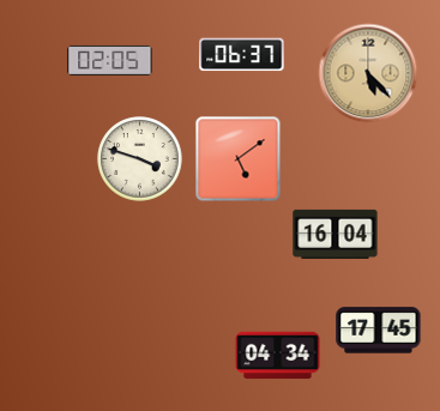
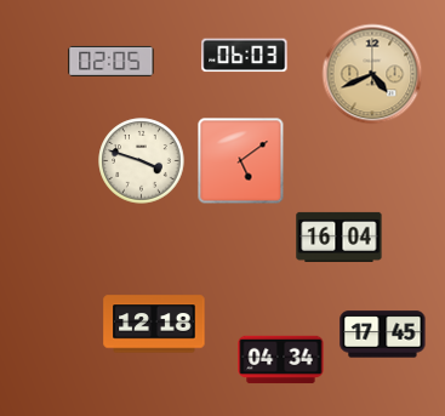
clock at (242, 55): 06:37 -> 06:03
clock at (368, 73): 5:23 -> 4:41
clock at (154, 324): none -> 12:18
